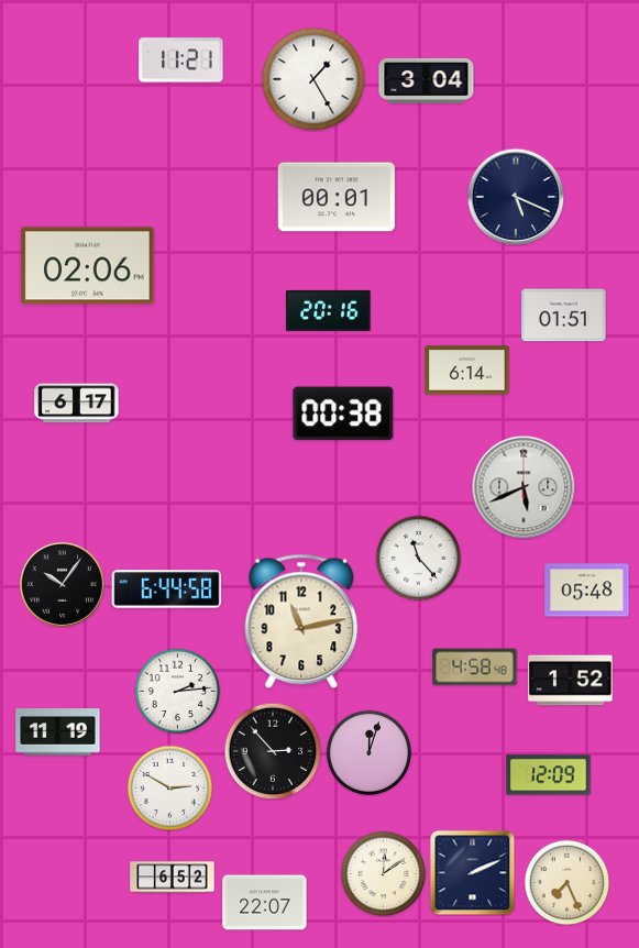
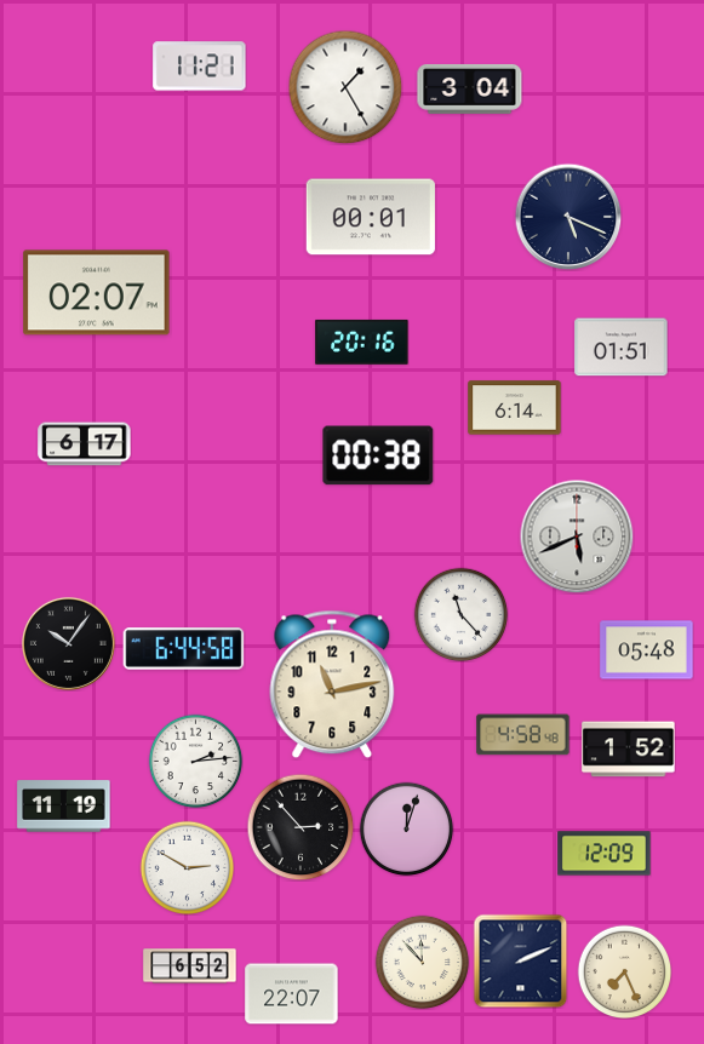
clock at (88, 266): 02:06 -> 02:07
clock at (383, 873): 12:09 -> 11:53
